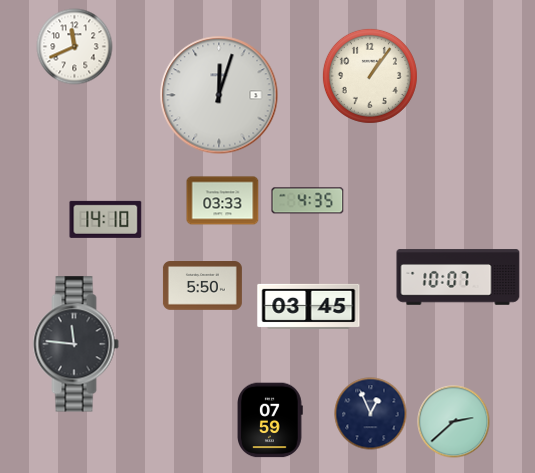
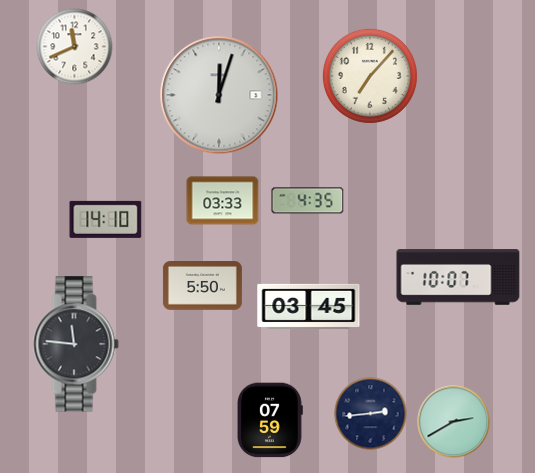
clock at (370, 76): 1:06 -> 7:07
clock at (371, 414): 12:56 -> 2:44
clock at (454, 422): 2:38 -> 2:40
